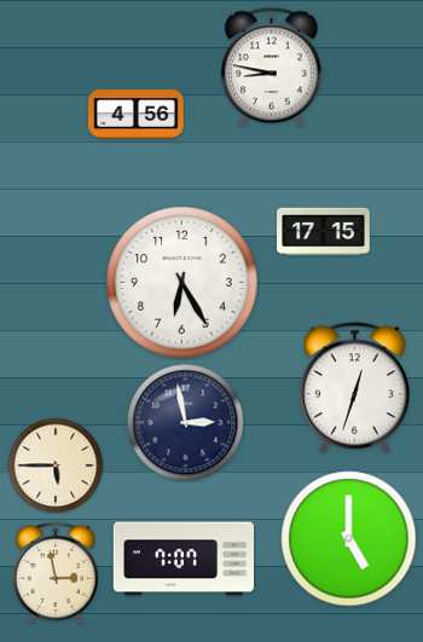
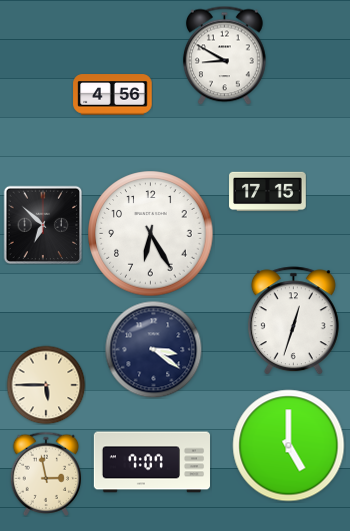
clock at (271, 66): 8:47 -> 8:50
clock at (43, 225): none -> 6:52
clock at (185, 422): 2:58 -> 3:21
